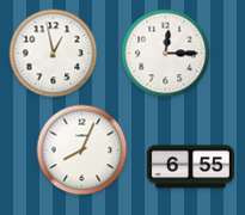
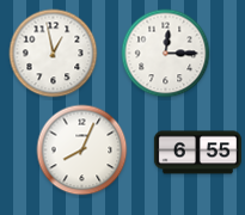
clock at (190, 167) position: (190, 167) -> (197, 153)
